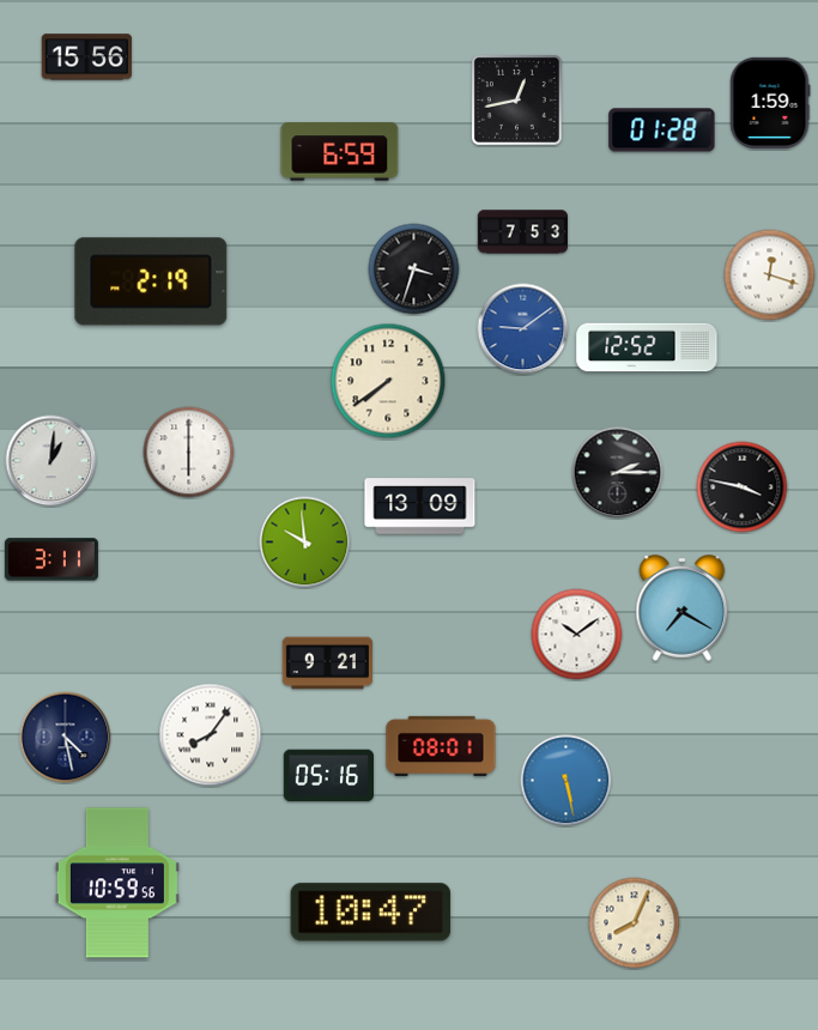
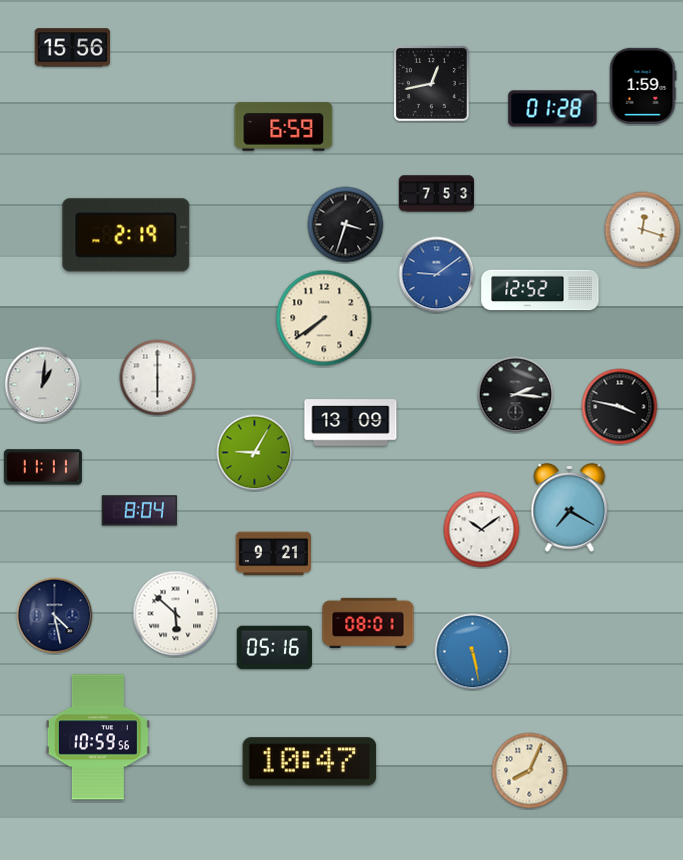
clock at (618, 473): 2:15 -> 2:16
clock at (305, 543): 9:59 -> 9:05
clock at (51, 559): 3:11 -> 11:11
clock at (139, 511): none -> 8:04
clock at (211, 735): 8:06 -> 5:52
